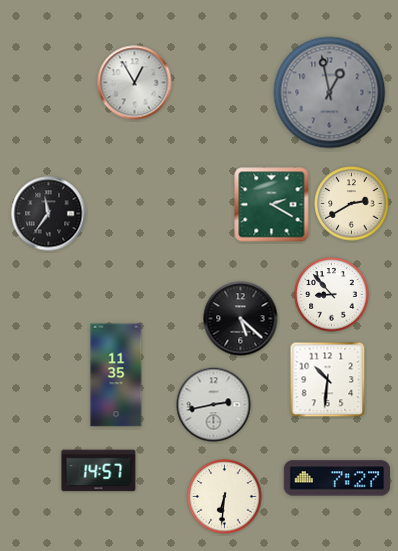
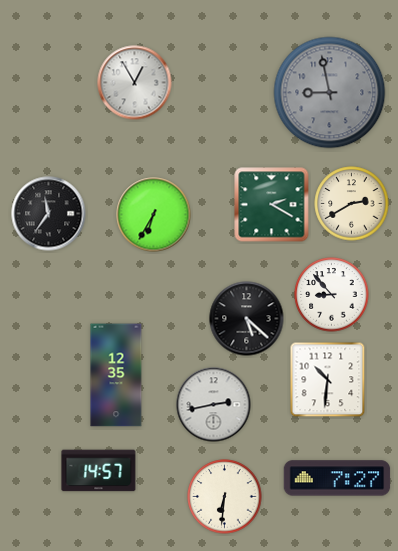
clock at (330, 93): 12:58 -> 8:58
clock at (154, 215): none -> 6:35
clock at (241, 319) position: (241, 319) -> (247, 319)
clock at (116, 375): 11:35 -> 12:35
